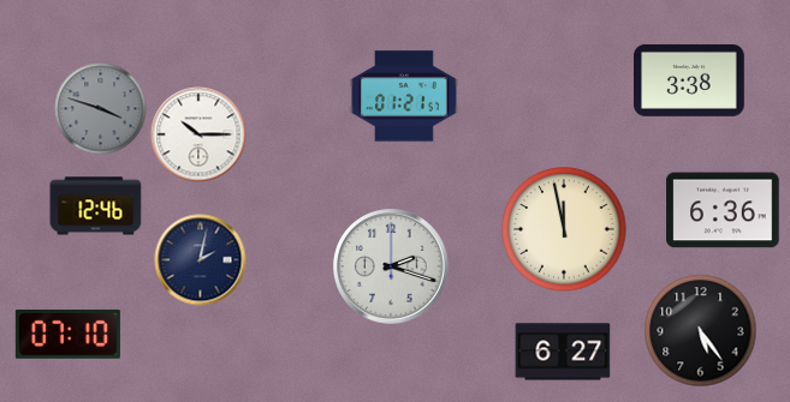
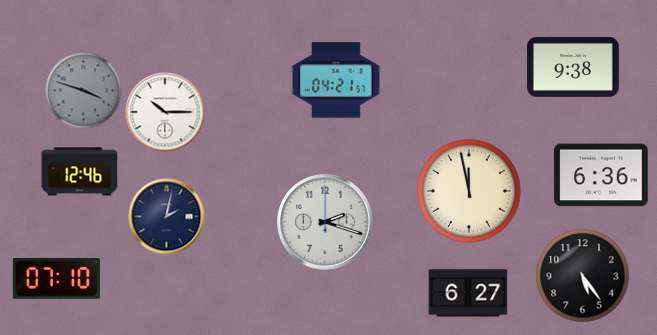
clock at (689, 80): 3:38 -> 9:38
clock at (404, 96): 01:21 -> 04:21
